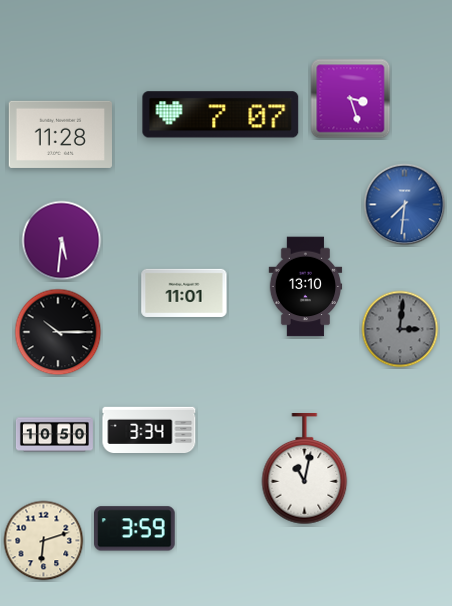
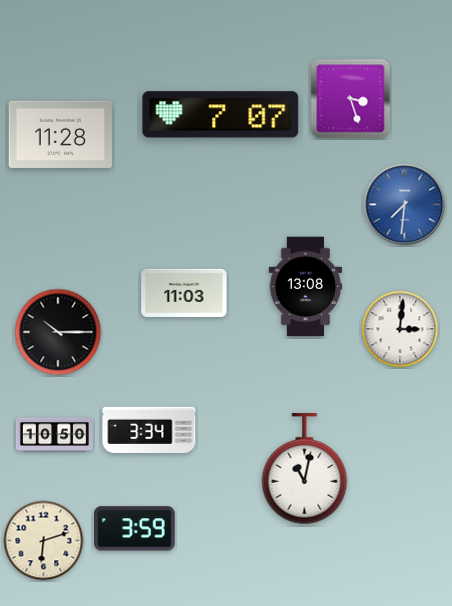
clock at (62, 241): 5:31 -> none
clock at (306, 287): 13:10 -> 13:08
clock at (184, 293): 11:01 -> 11:03
clock at (400, 329) dial: grey -> white
